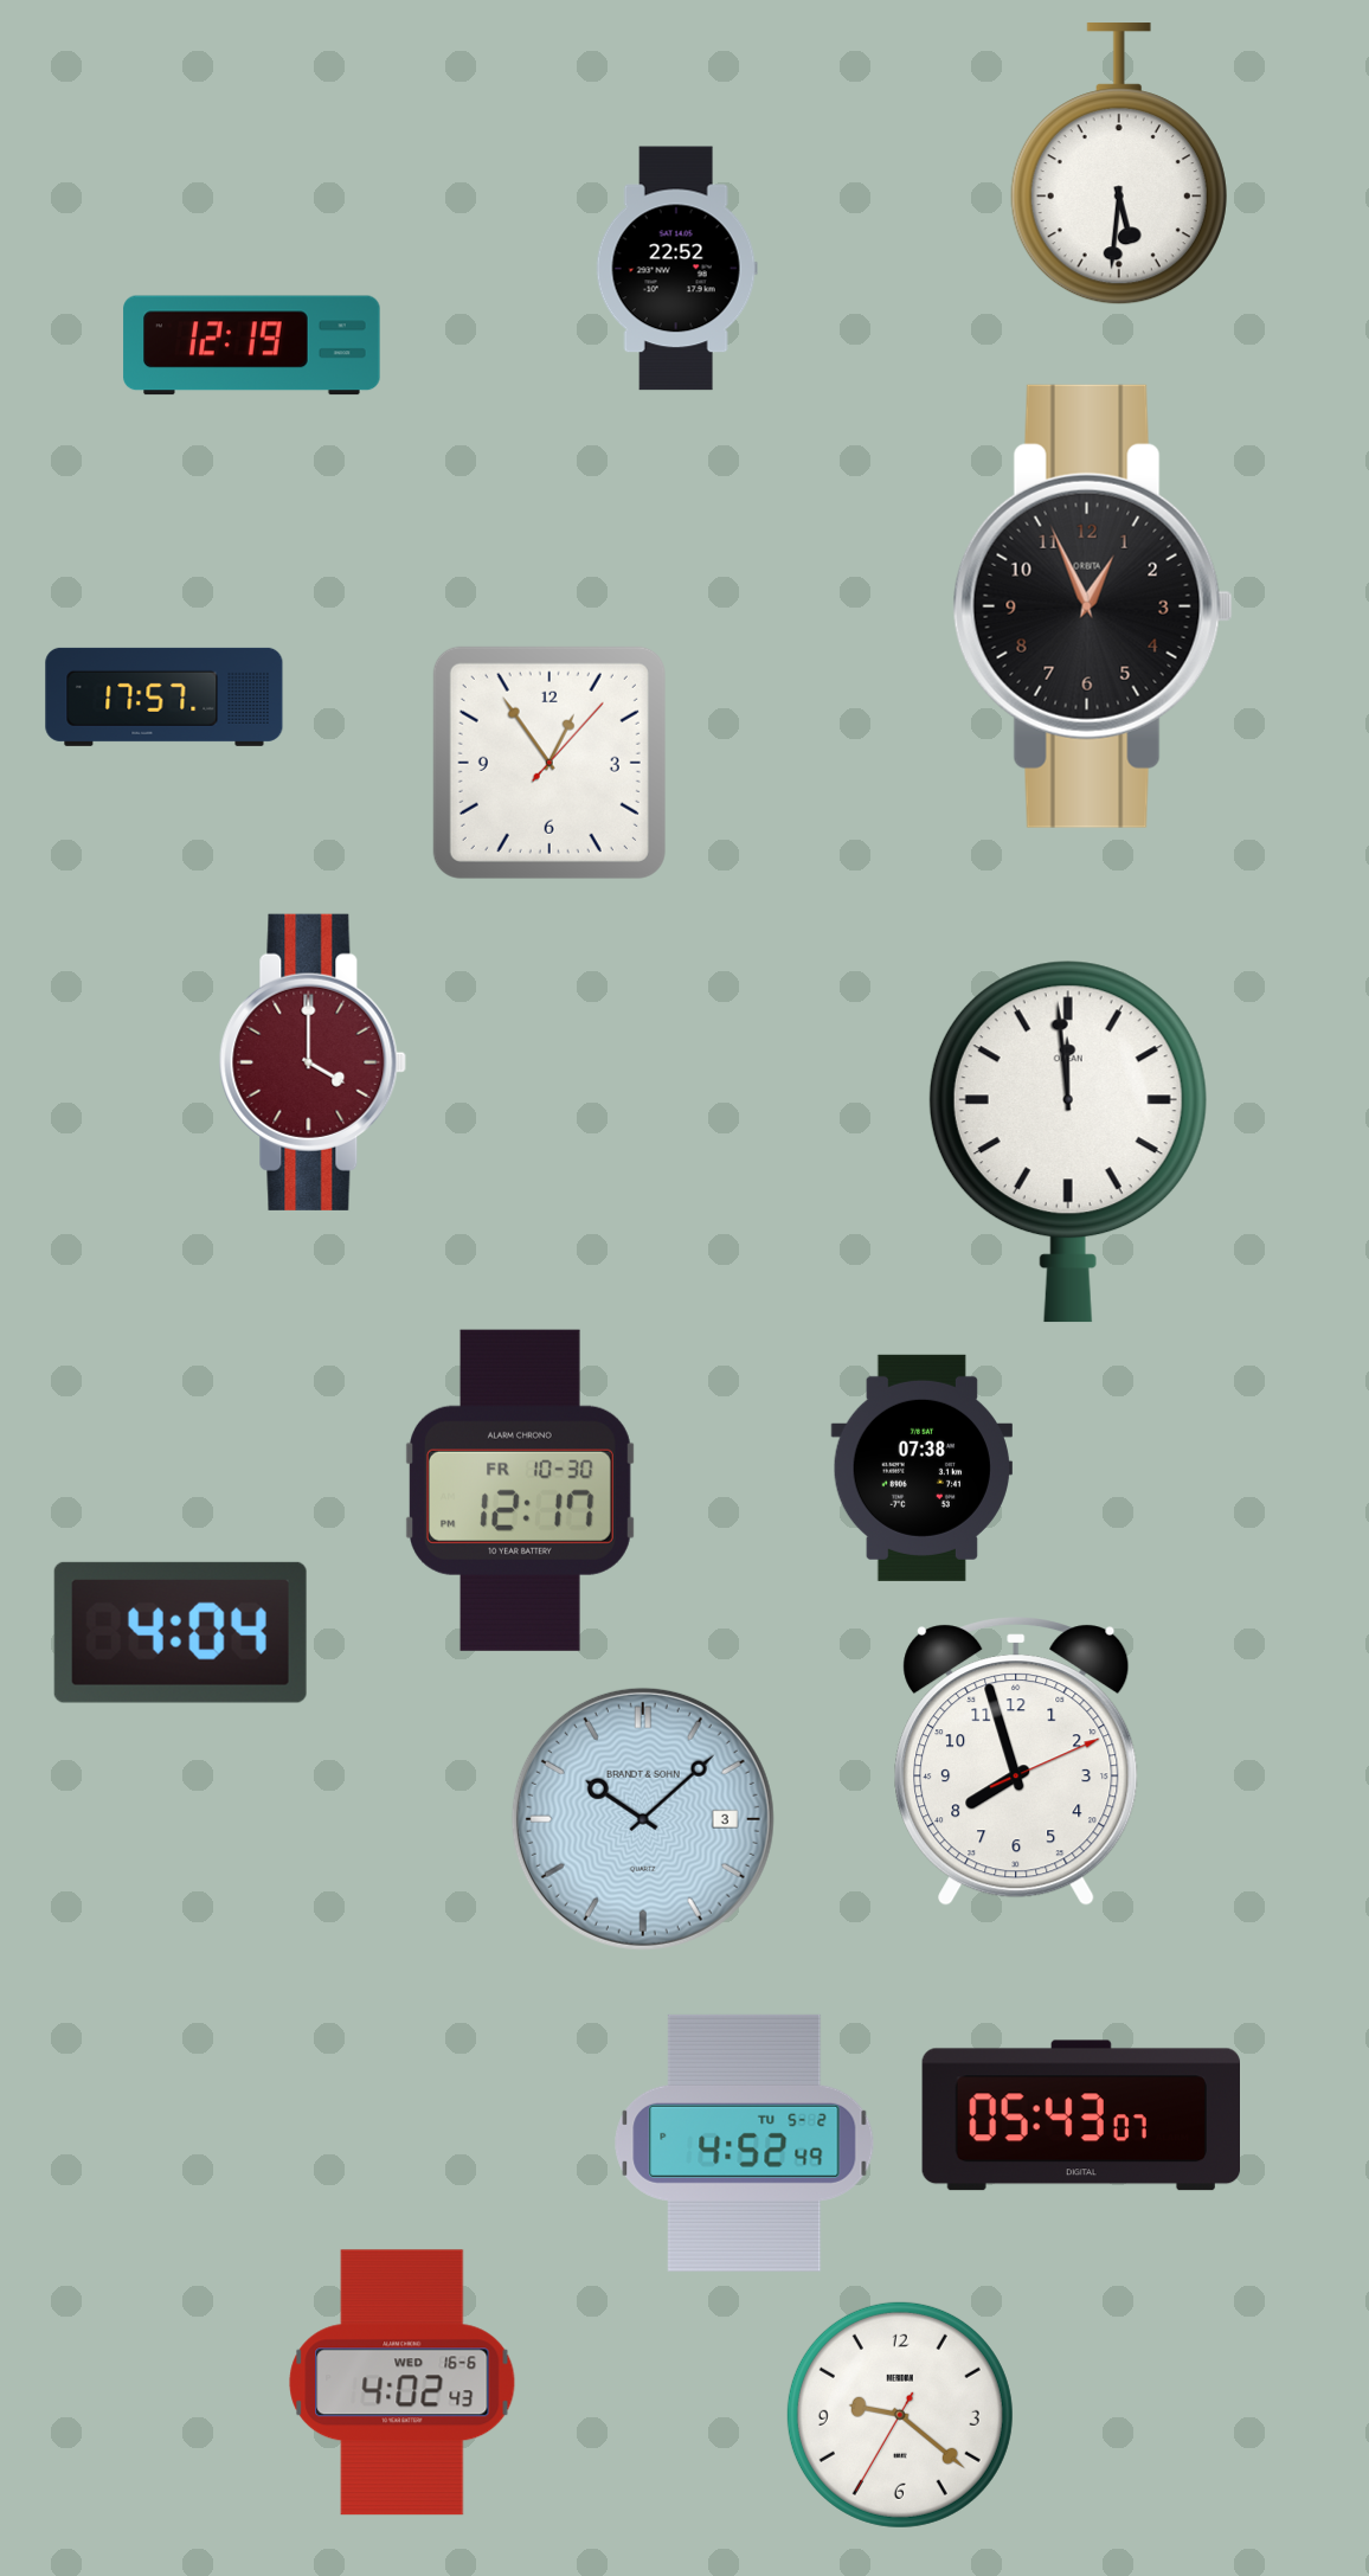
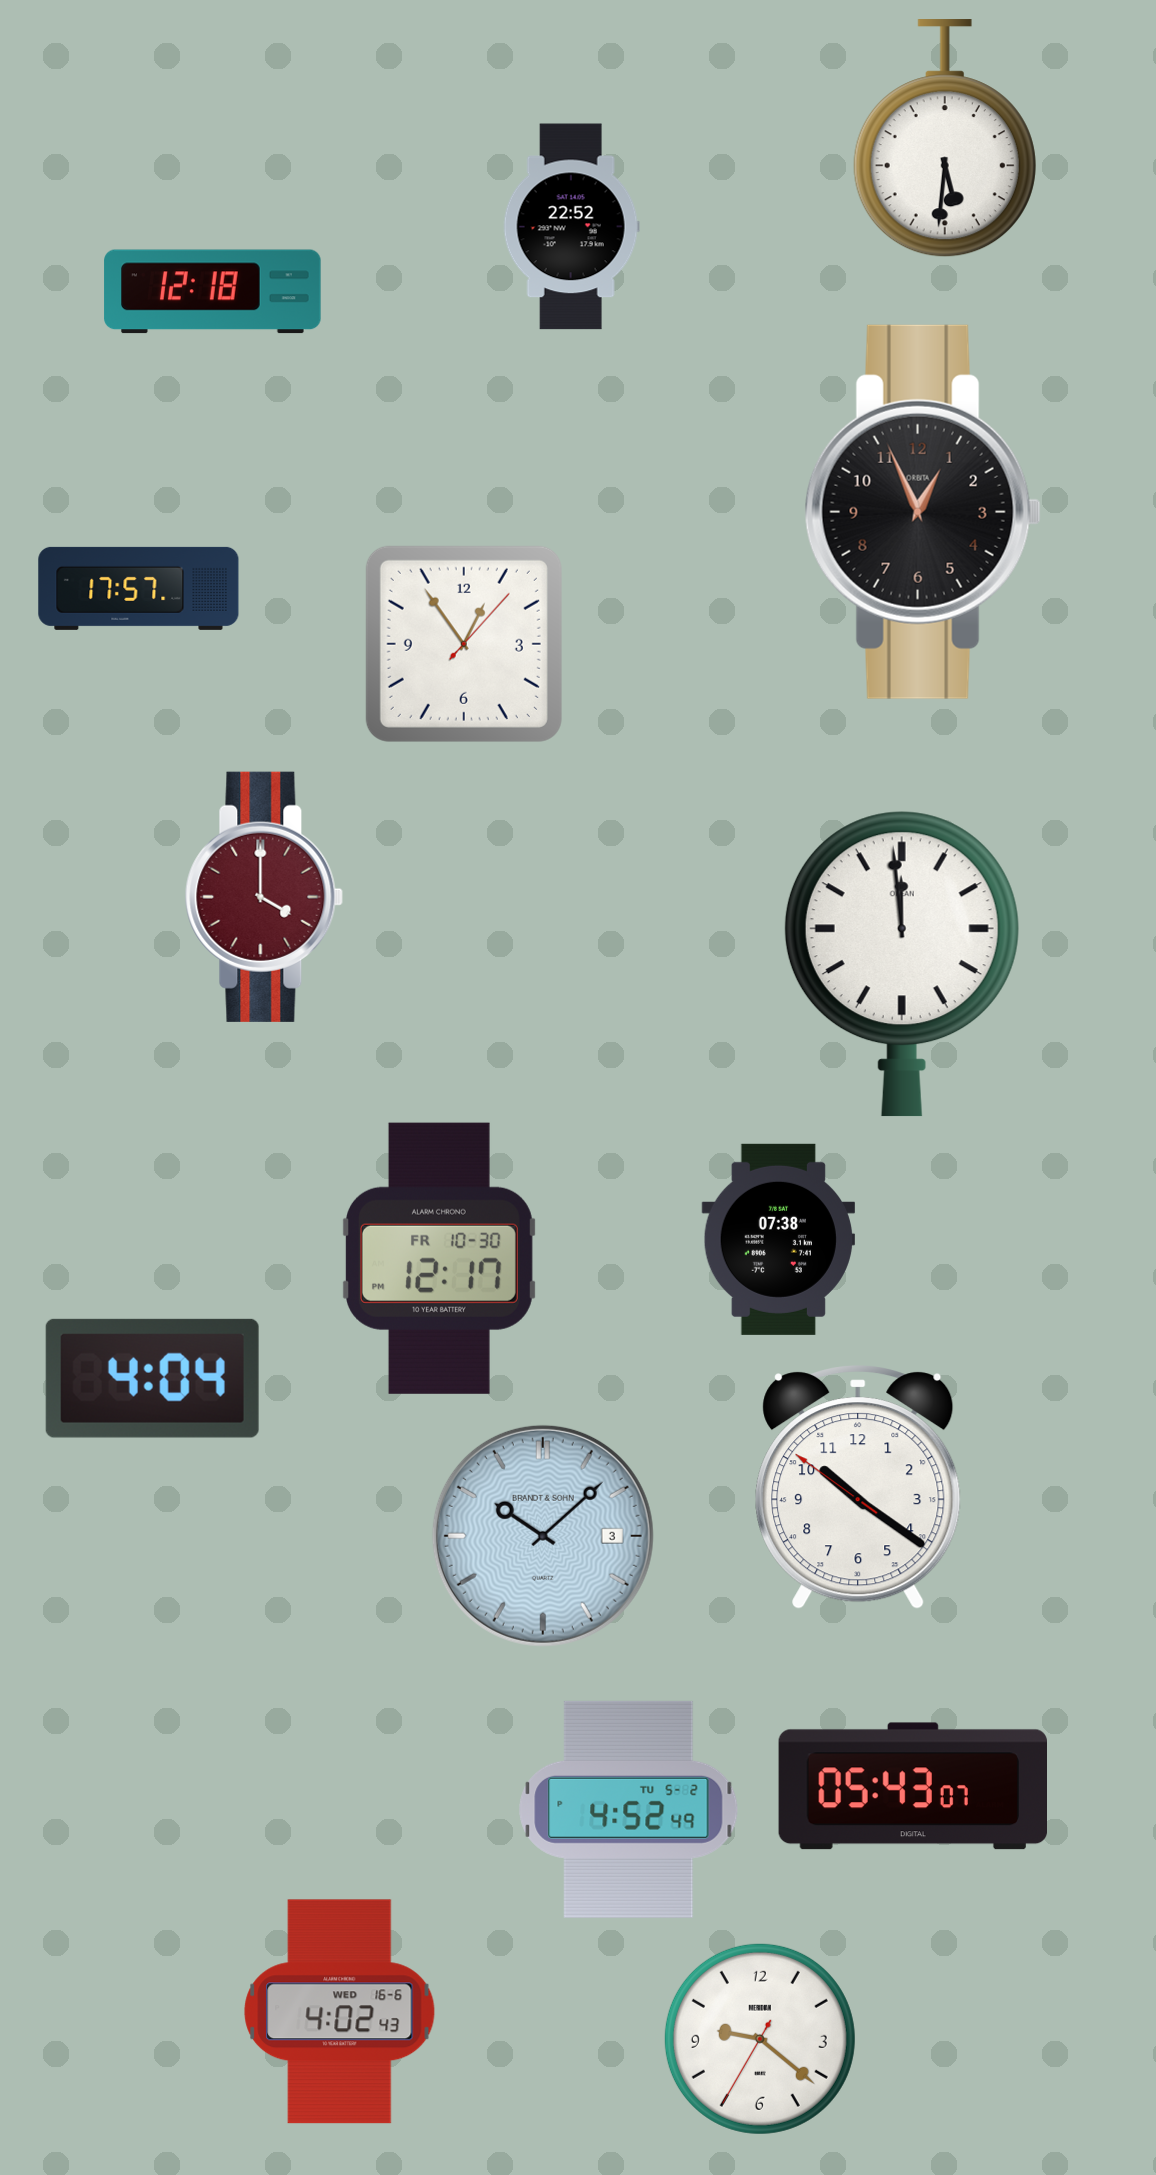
clock at (252, 346): 12:19 -> 12:18
clock at (1016, 1762): 7:57 -> 10:20
